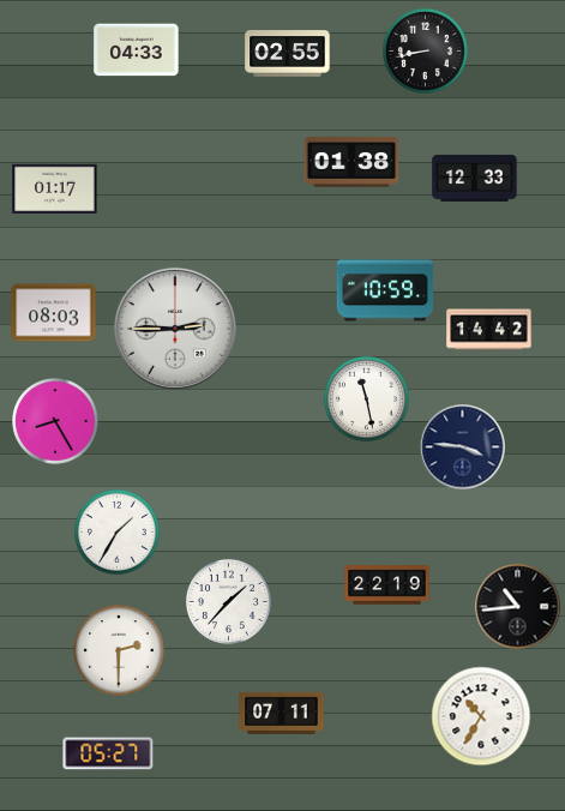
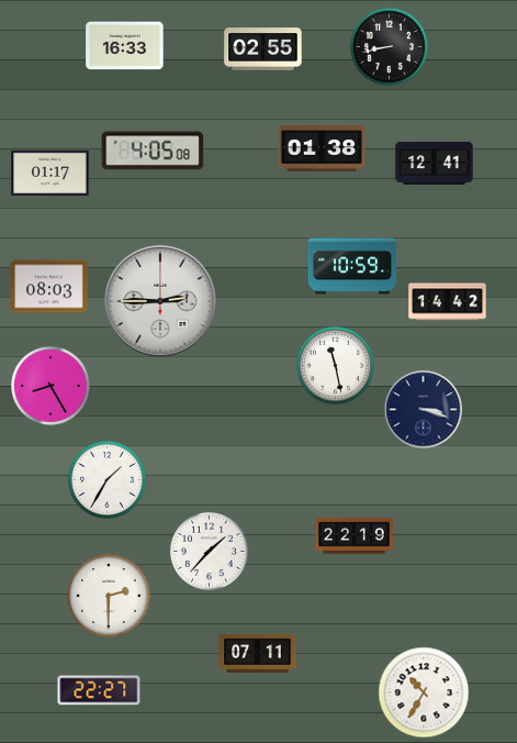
clock at (137, 50): 04:33 -> 16:33
clock at (153, 151): none -> 4:05
clock at (475, 178): 12:33 -> 12:41
clock at (463, 447): 3:46 -> 3:18
clock at (116, 531) position: (116, 531) -> (106, 479)
clock at (518, 607): 10:44 -> none
clock at (481, 716) position: (481, 716) -> (424, 692)
clock at (108, 753): 05:27 -> 22:27
